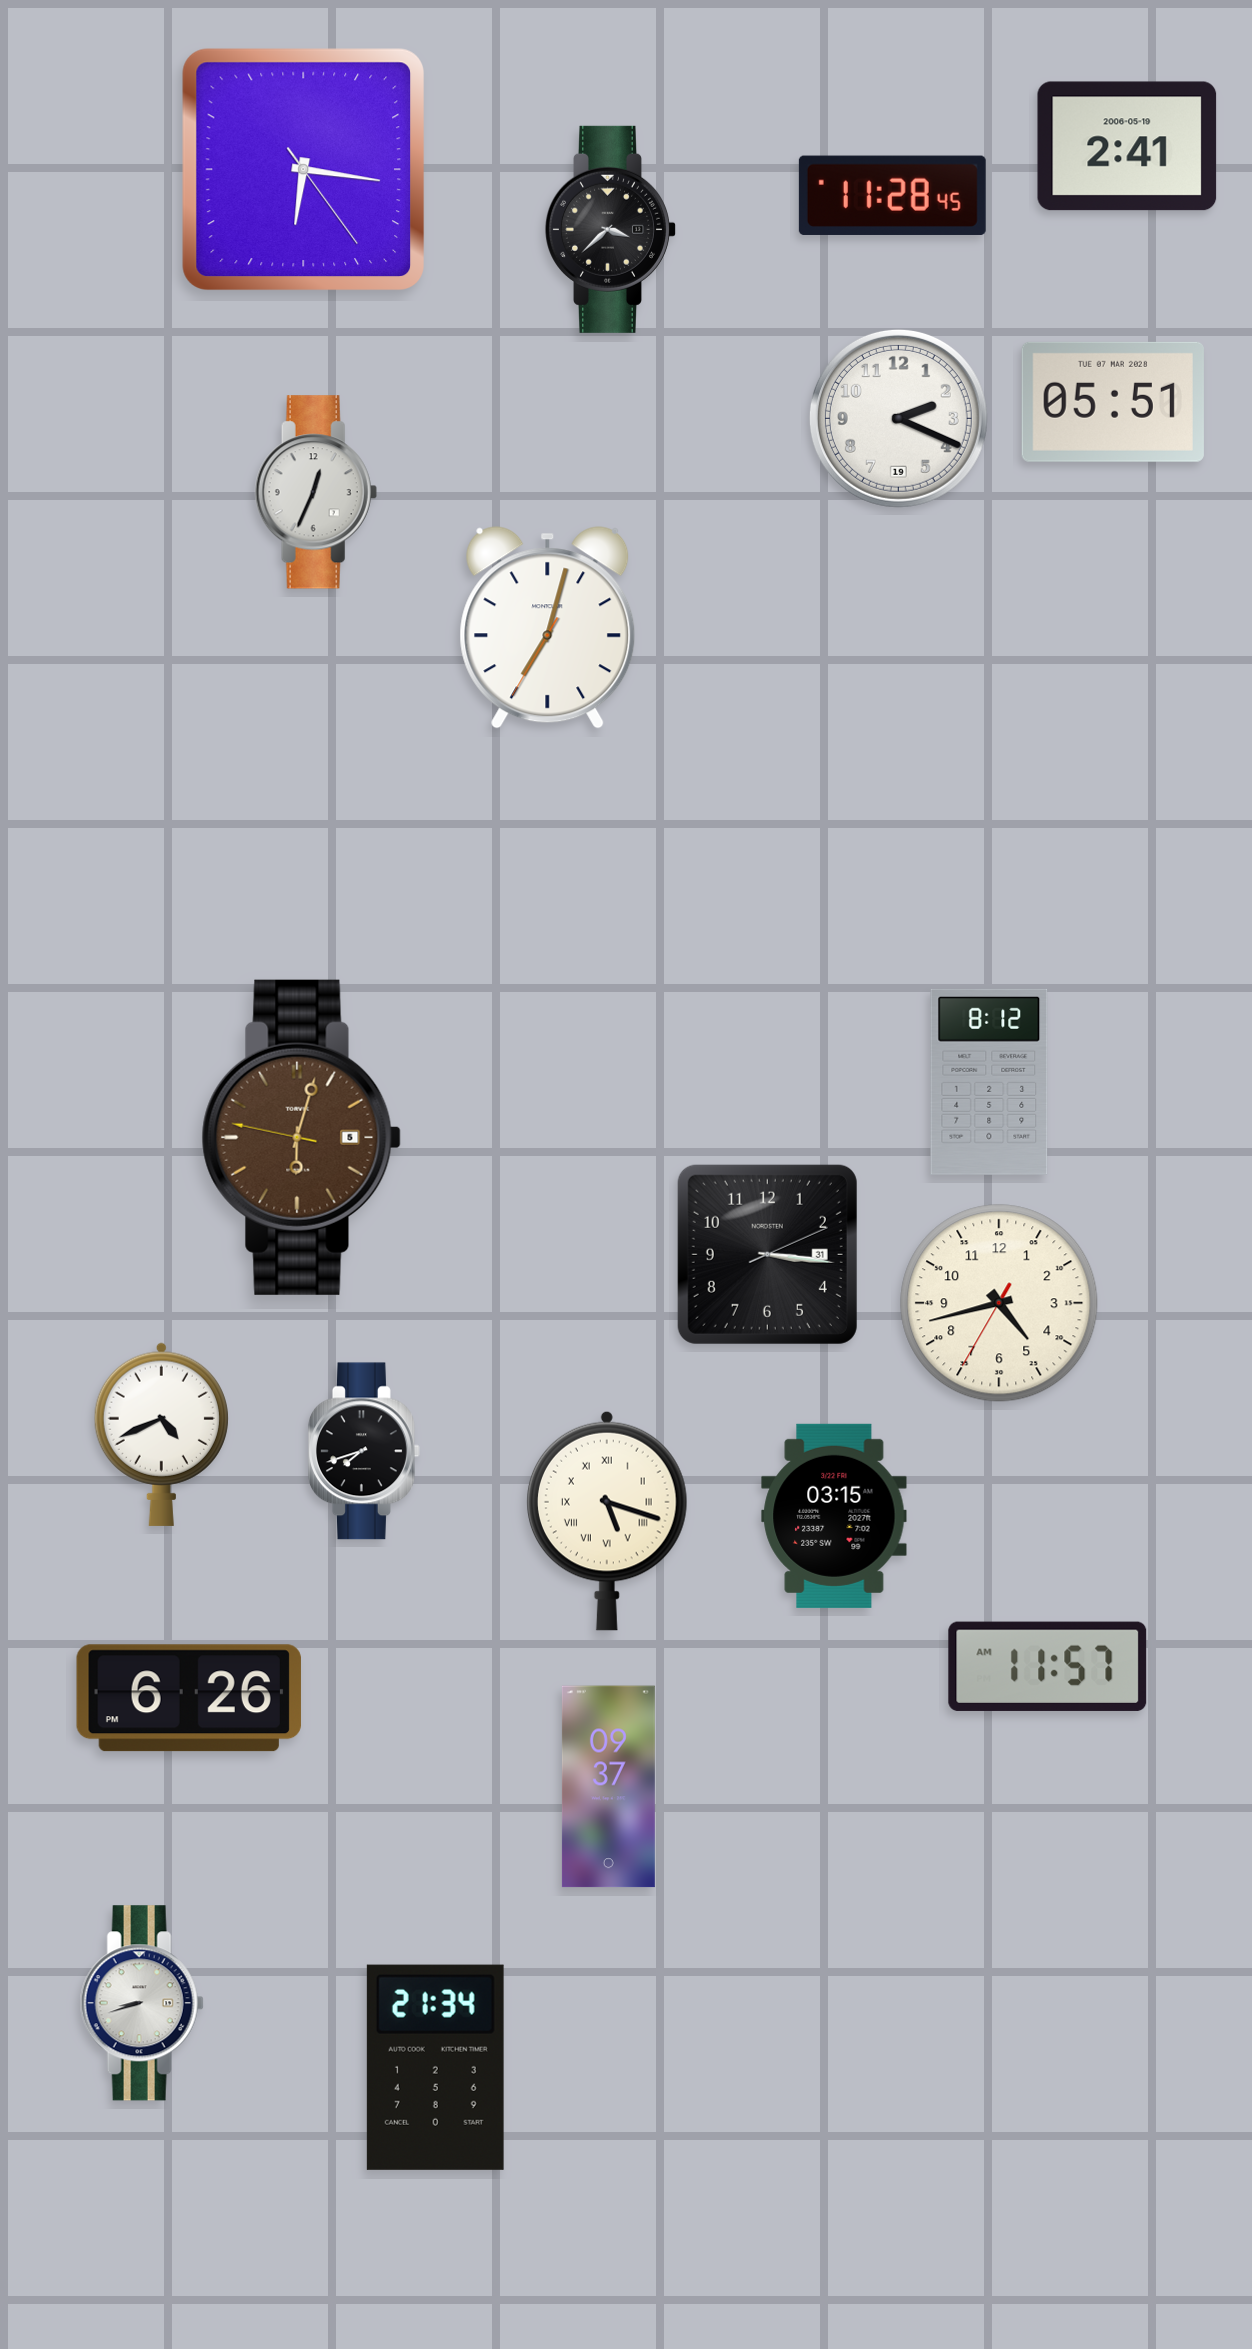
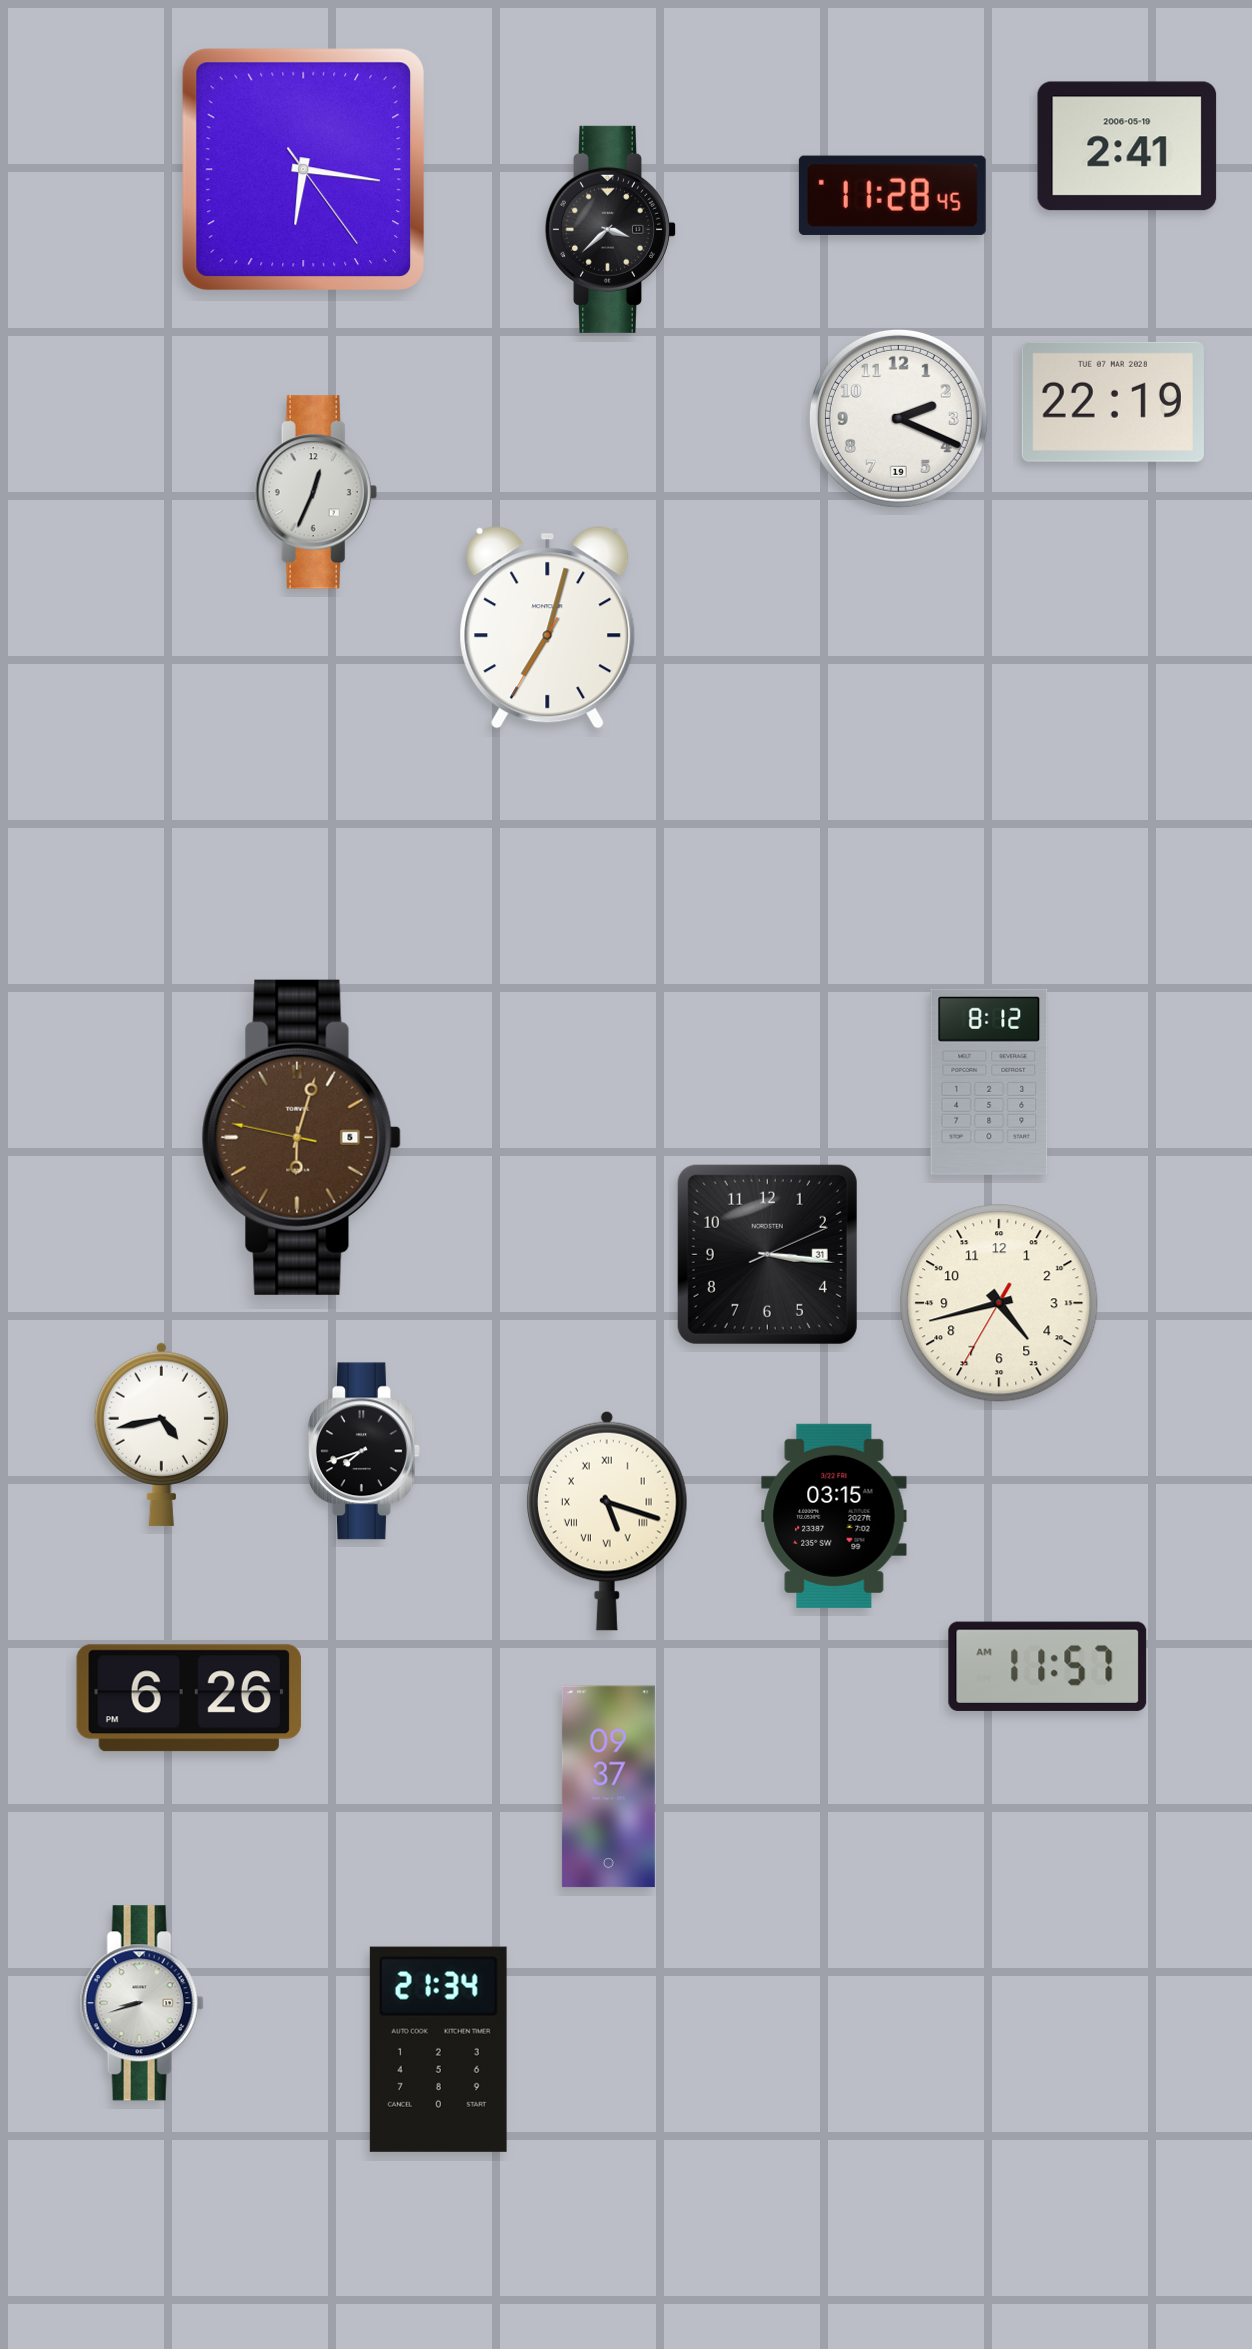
clock at (1113, 402): 05:51 -> 22:19
clock at (161, 1434): 4:41 -> 4:43
clock at (435, 2067) position: (435, 2067) -> (438, 2049)
